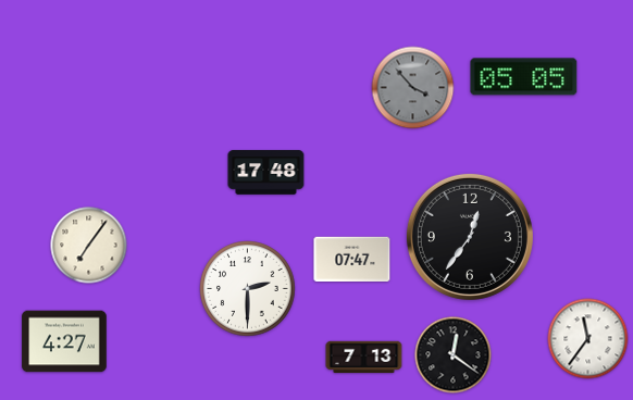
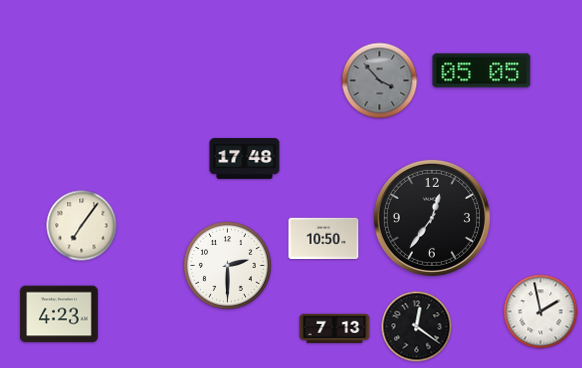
clock at (352, 259): 07:47 -> 10:50
clock at (588, 339): 11:36 -> 1:58
clock at (64, 341): 4:27 -> 4:23
